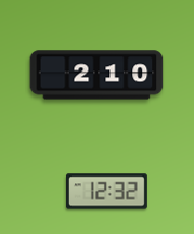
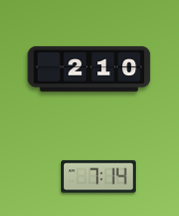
clock at (107, 192): 12:32 -> 7:14
